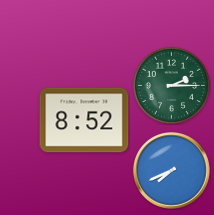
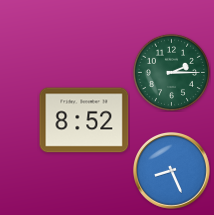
clock at (171, 85) position: (171, 85) -> (171, 72)
clock at (172, 171): 7:41 -> 8:26
